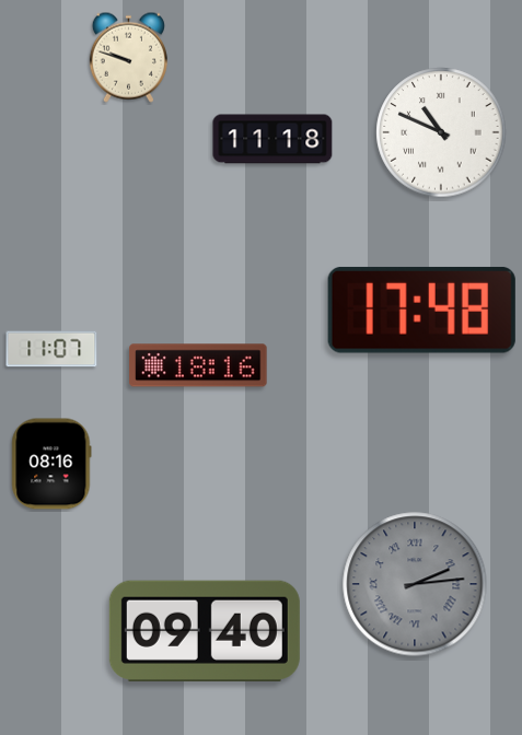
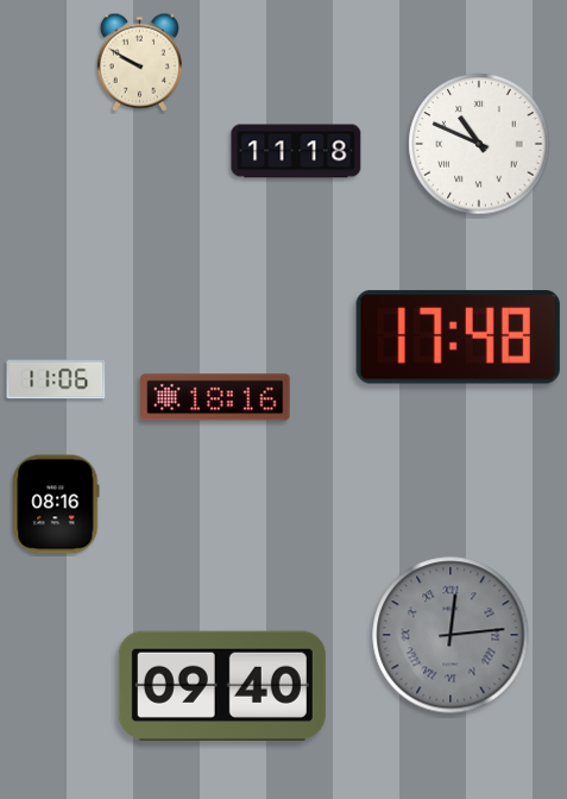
clock at (128, 57): 9:48 -> 9:50
clock at (51, 349): 11:07 -> 11:06
clock at (415, 584): 2:14 -> 12:14
